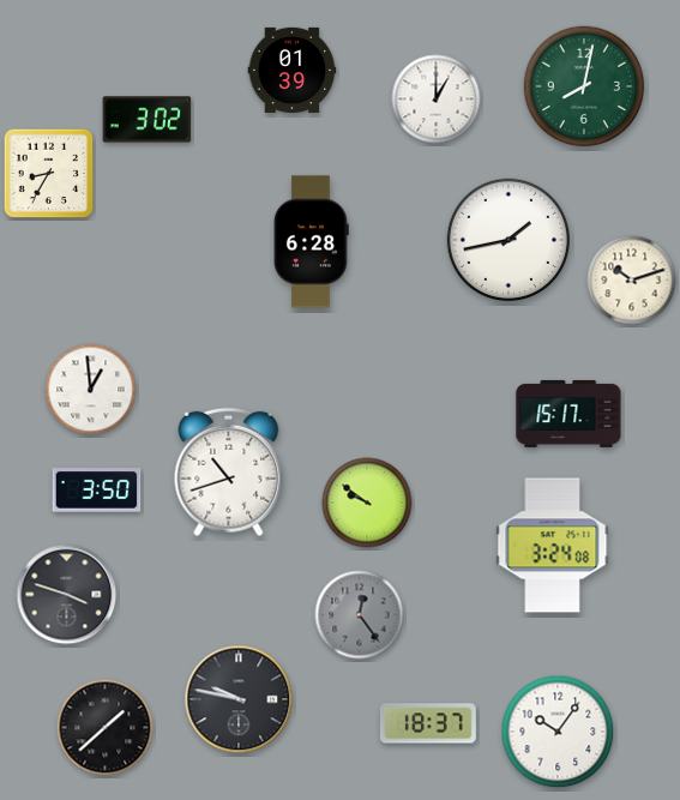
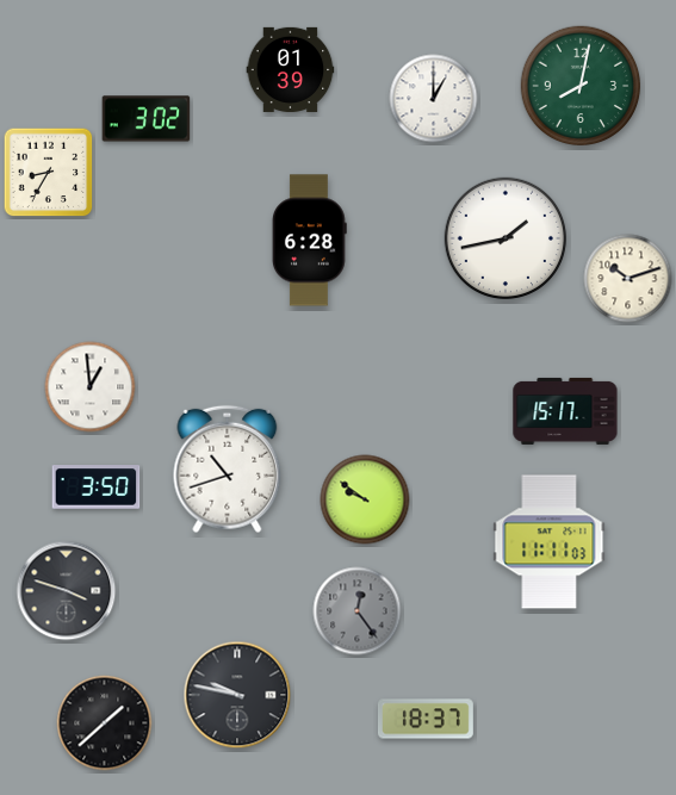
clock at (553, 546): 3:24 -> 11:11
clock at (558, 732): 10:06 -> none
